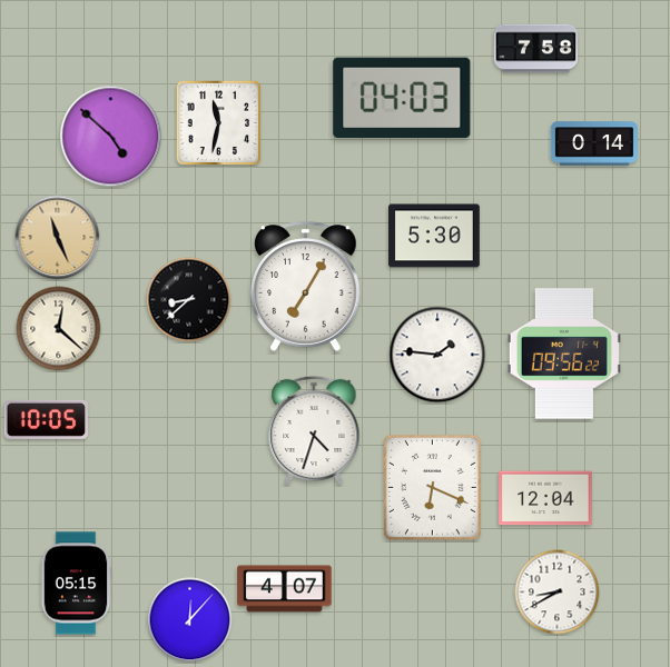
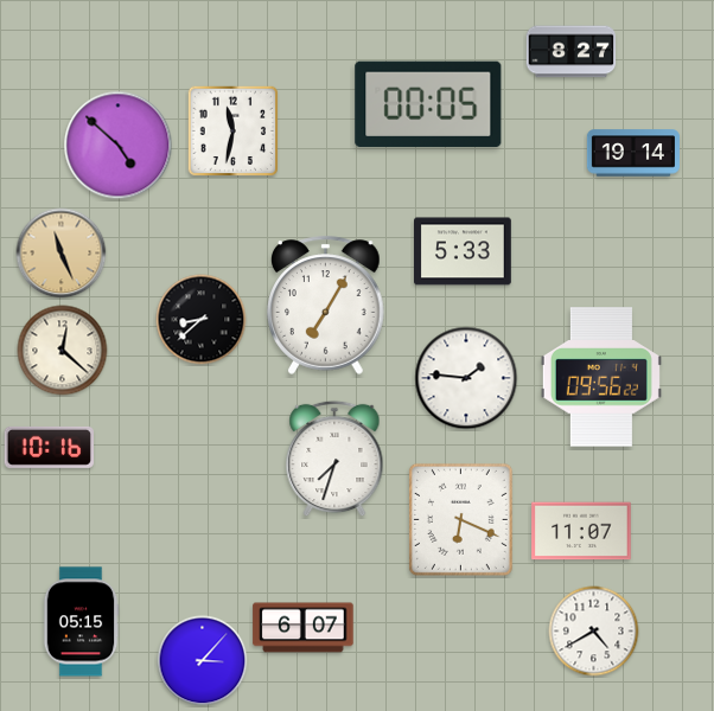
clock at (536, 49): 7:58 -> 8:27
clock at (402, 98): 04:03 -> 00:05
clock at (594, 143): 0:14 -> 19:14
clock at (435, 236): 5:30 -> 5:33
clock at (46, 419): 10:05 -> 10:16
clock at (314, 430): 4:33 -> 7:33
clock at (545, 498): 12:04 -> 11:07
clock at (285, 589): 4:07 -> 6:07
clock at (558, 593): 8:40 -> 4:40
clock at (190, 620): 12:07 -> 3:07
